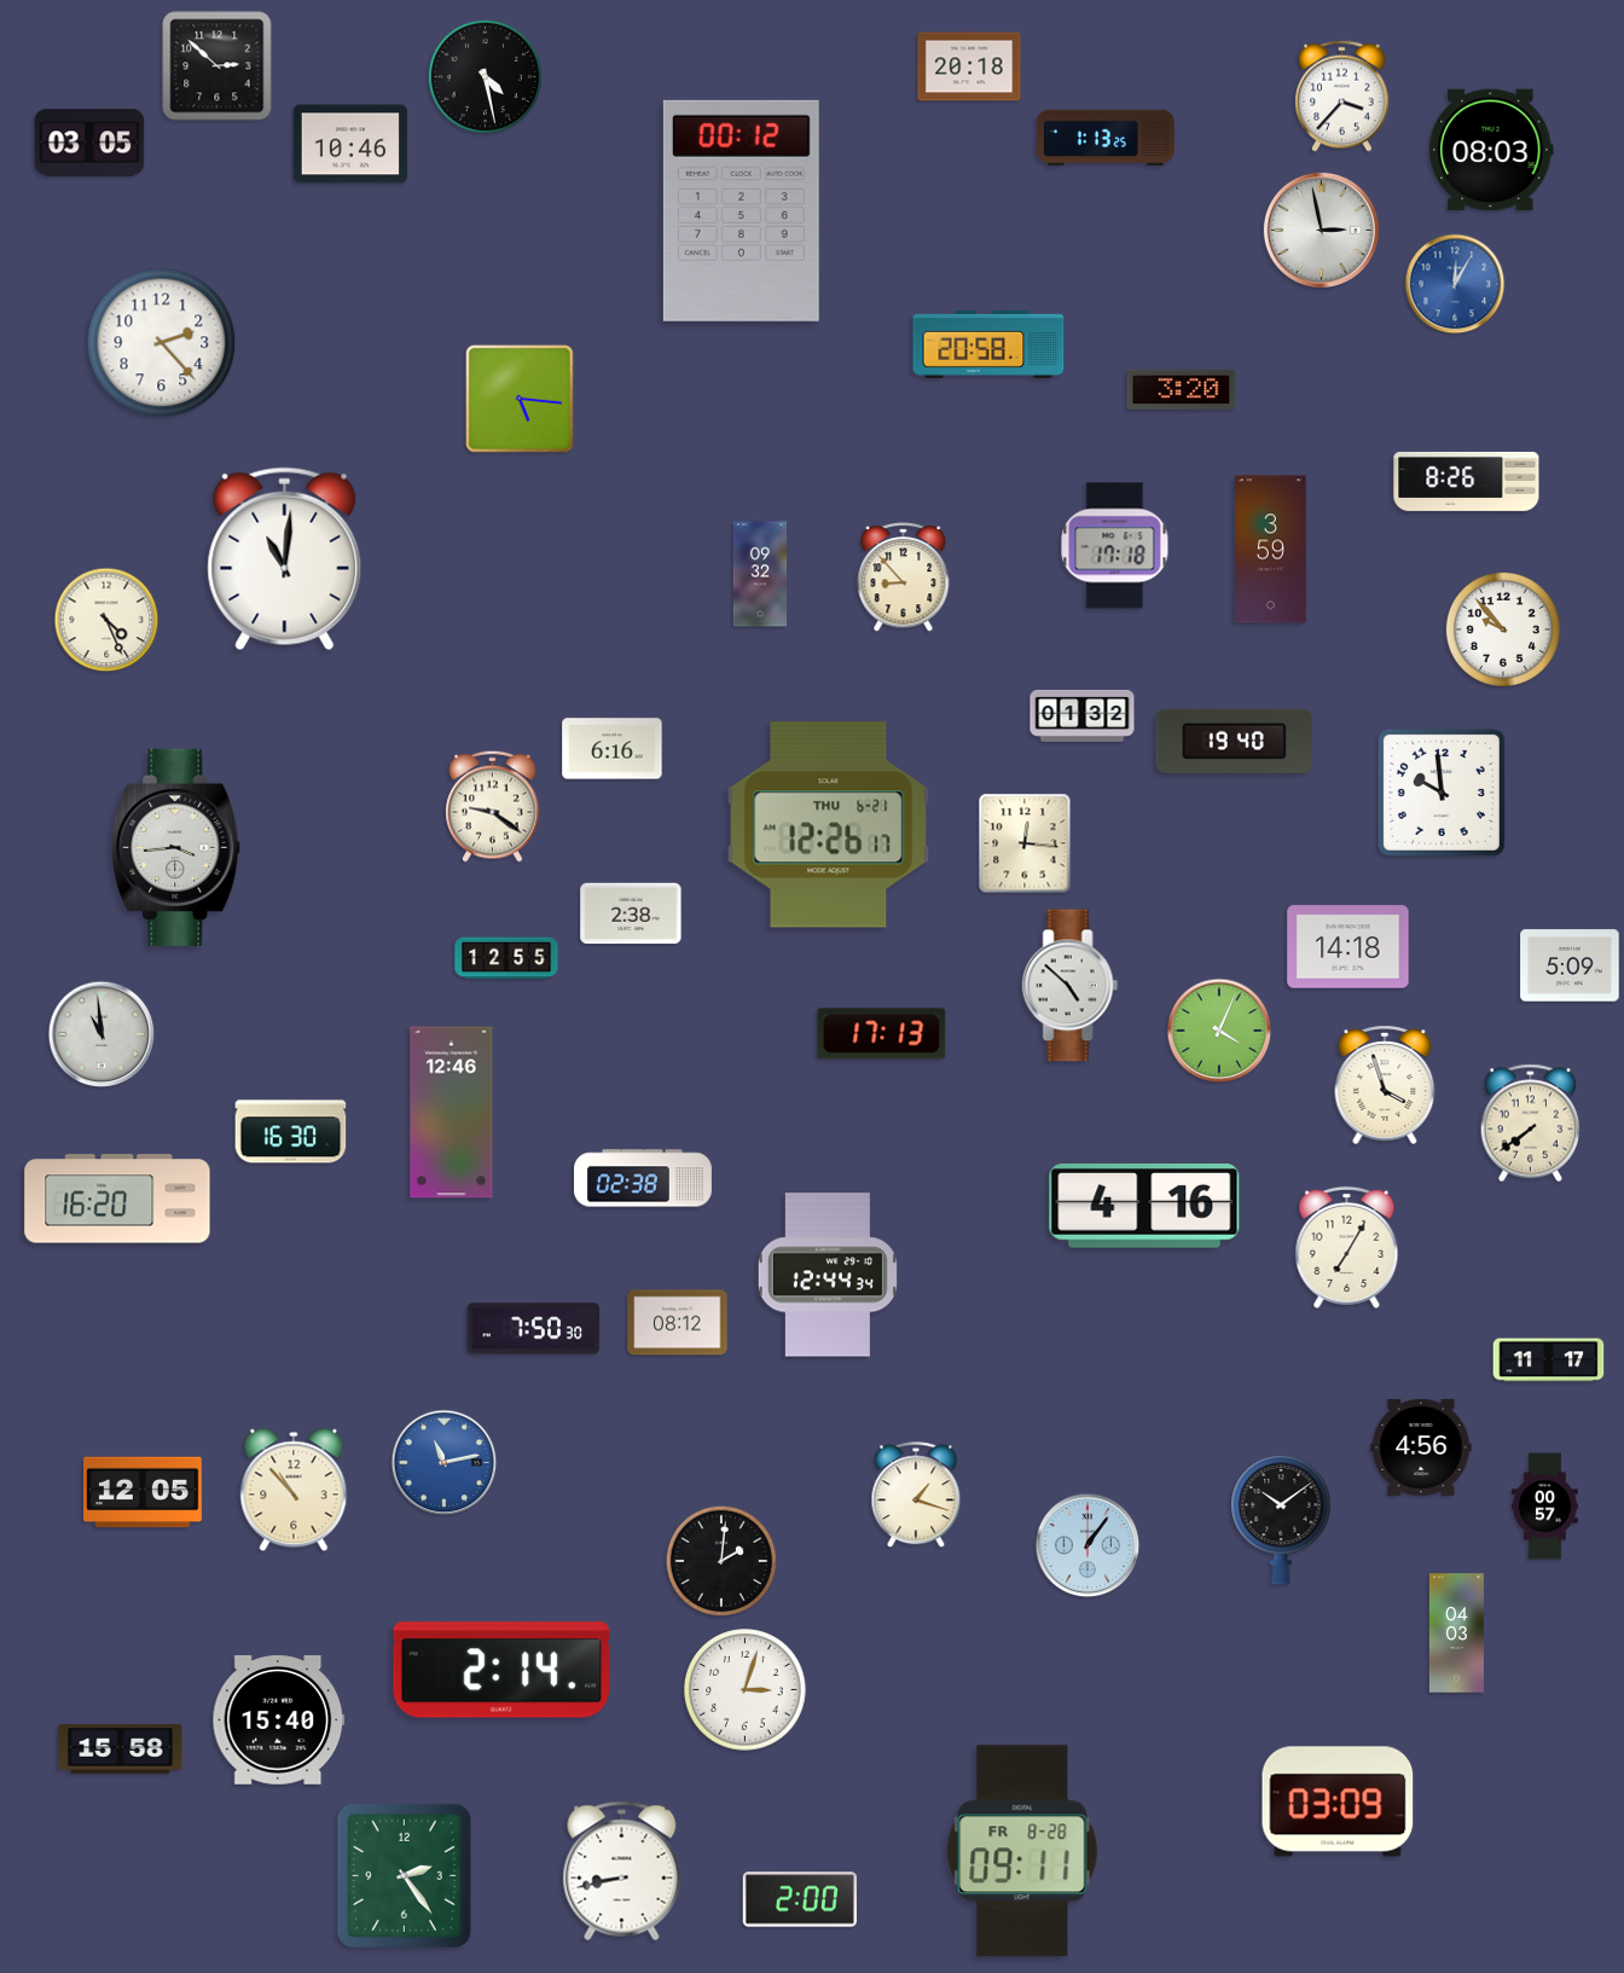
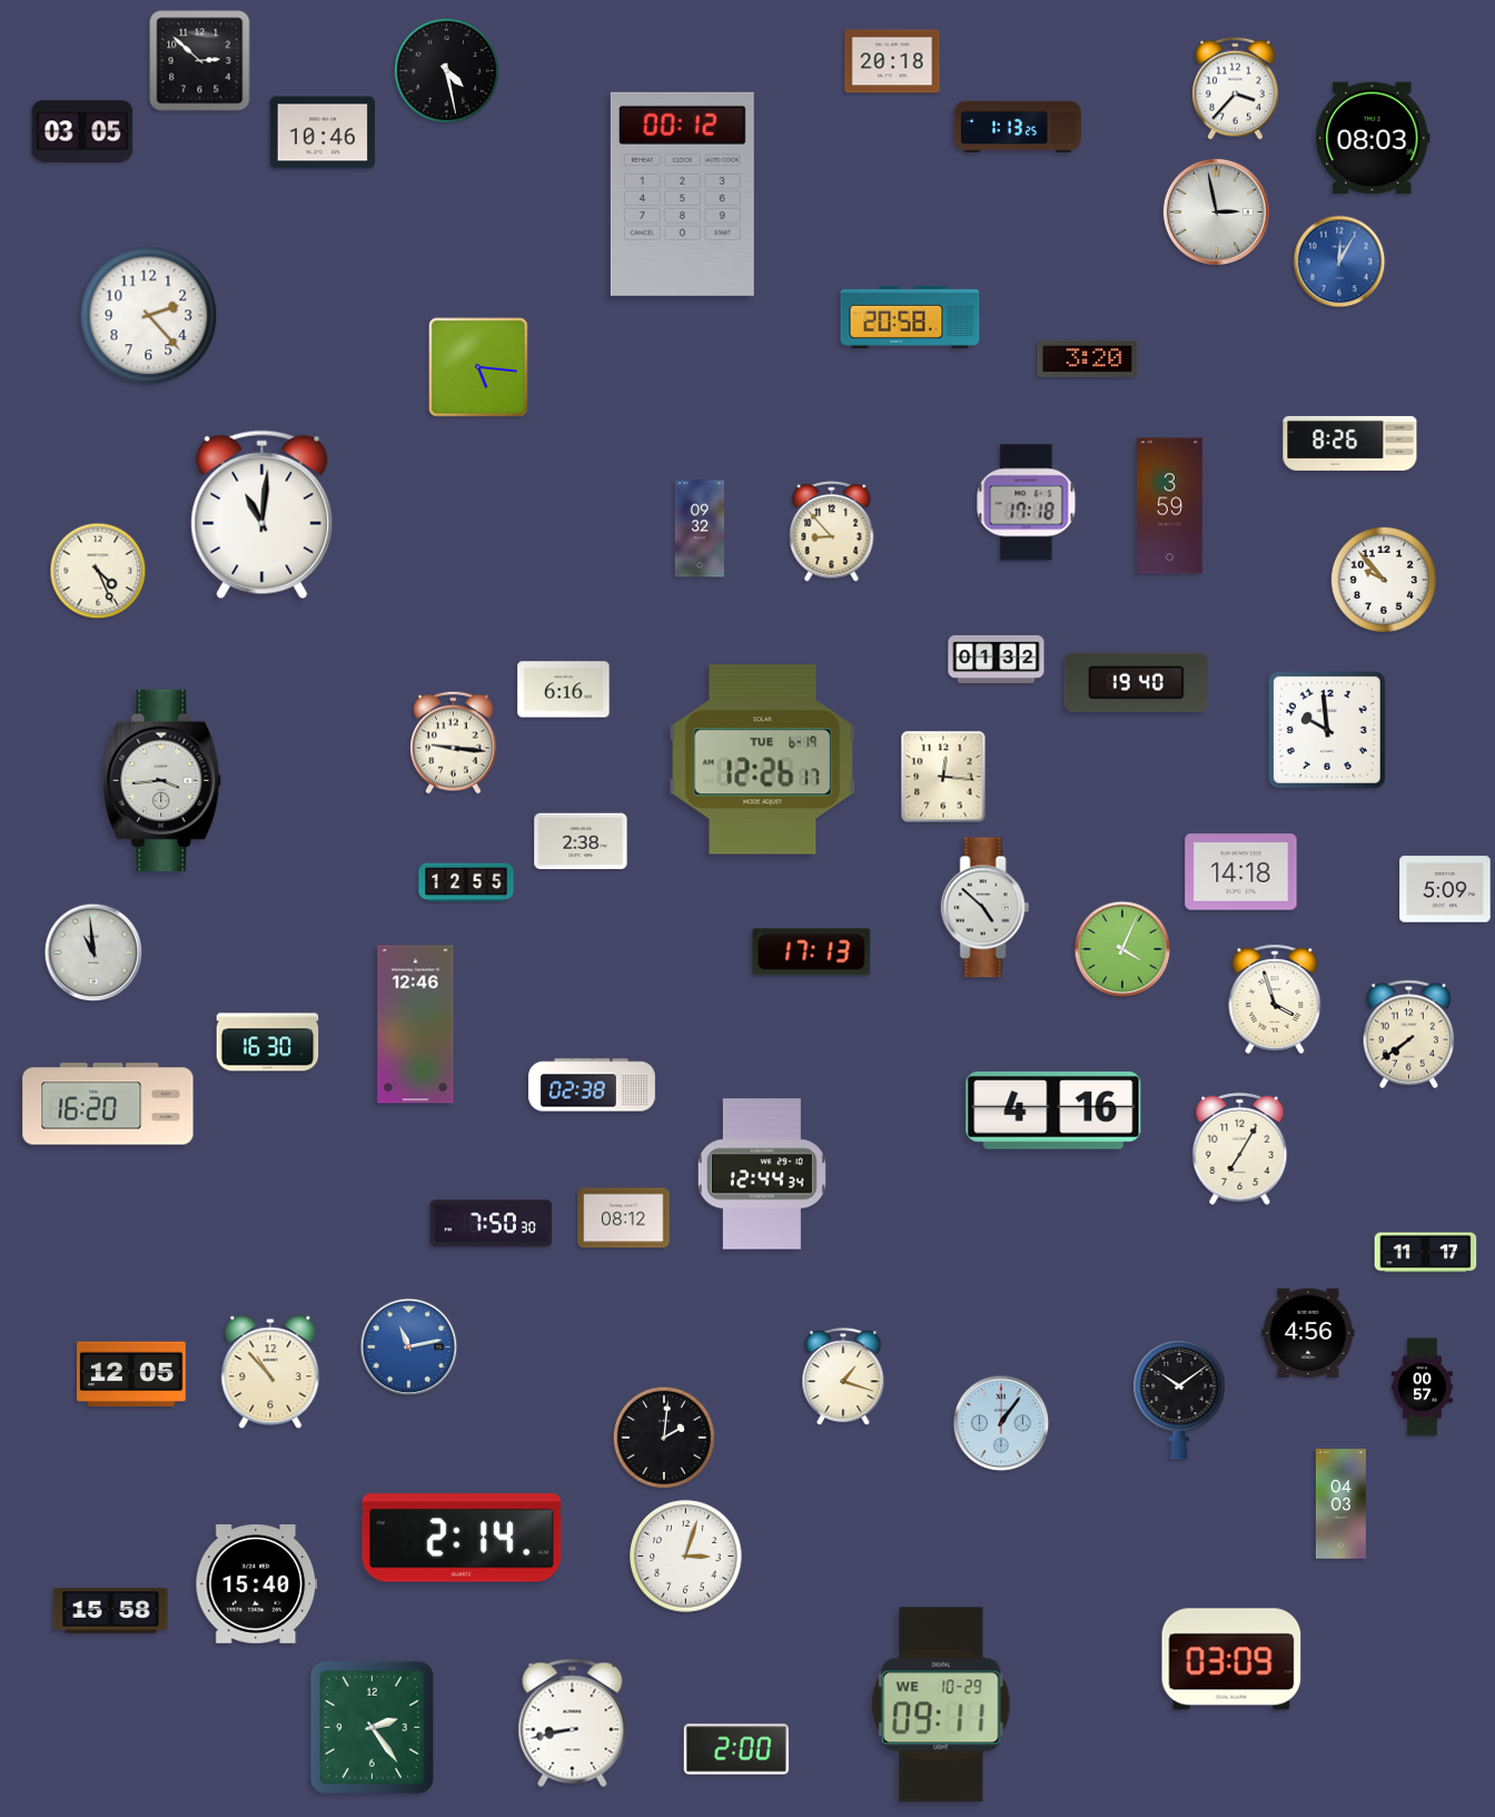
clock at (493, 806): 9:21 -> 9:16
clock at (829, 825) date: THU 6-21 -> TUE 6-19
clock at (1022, 1851) date: FR 8-28 -> WE 10-29
